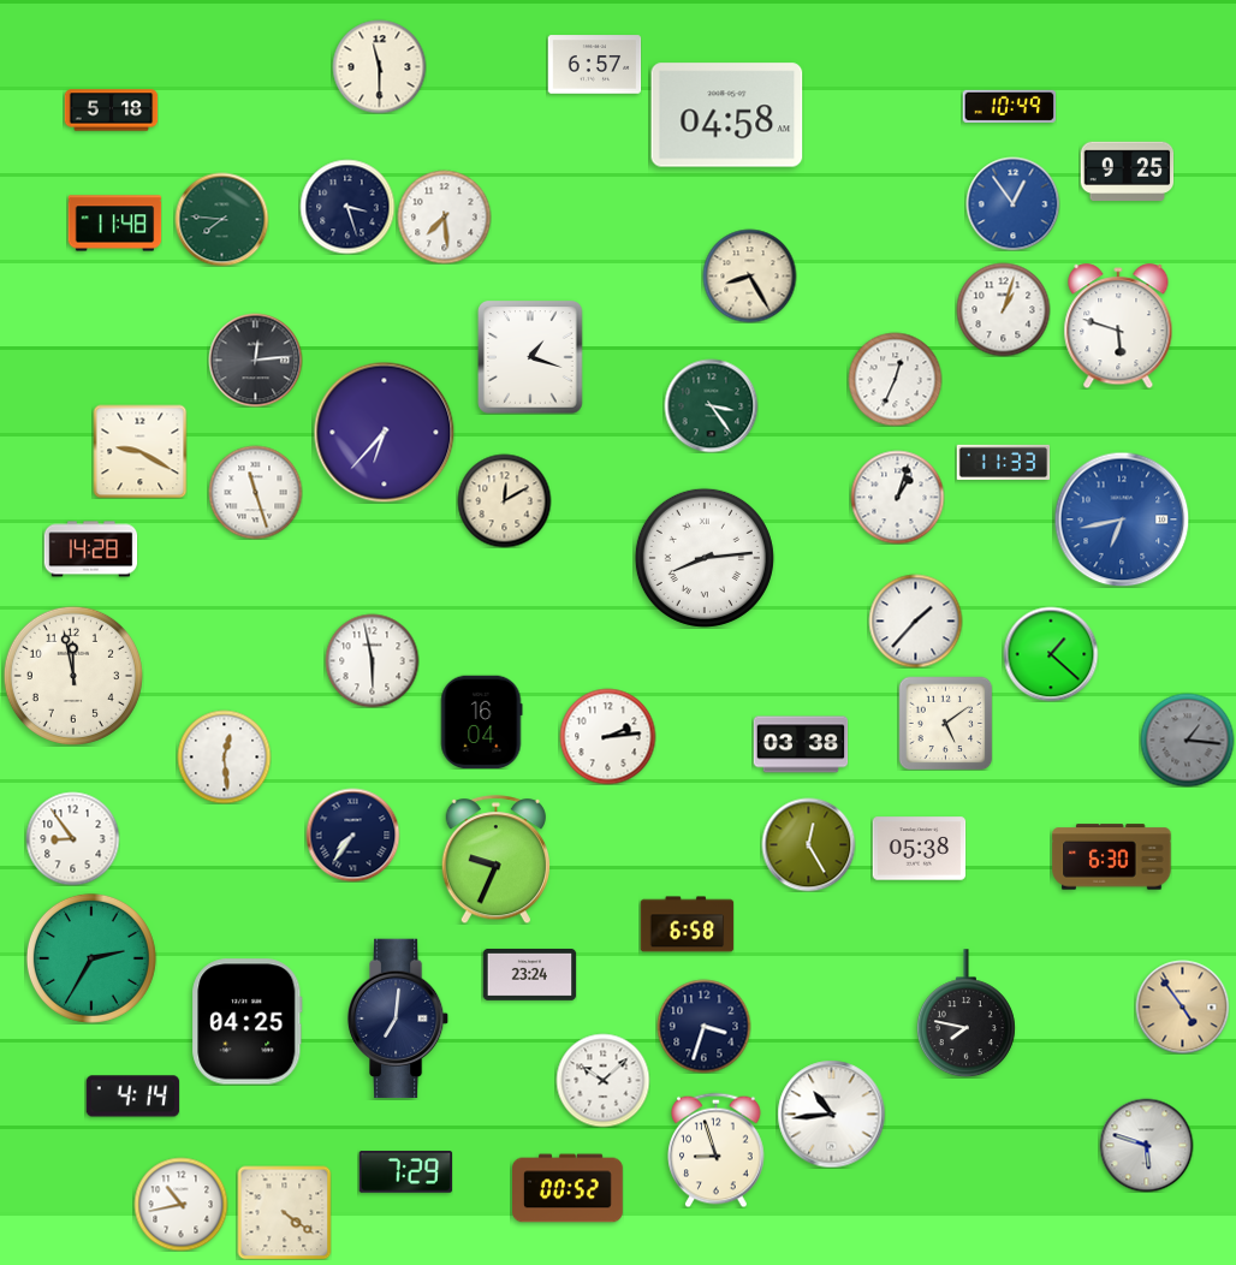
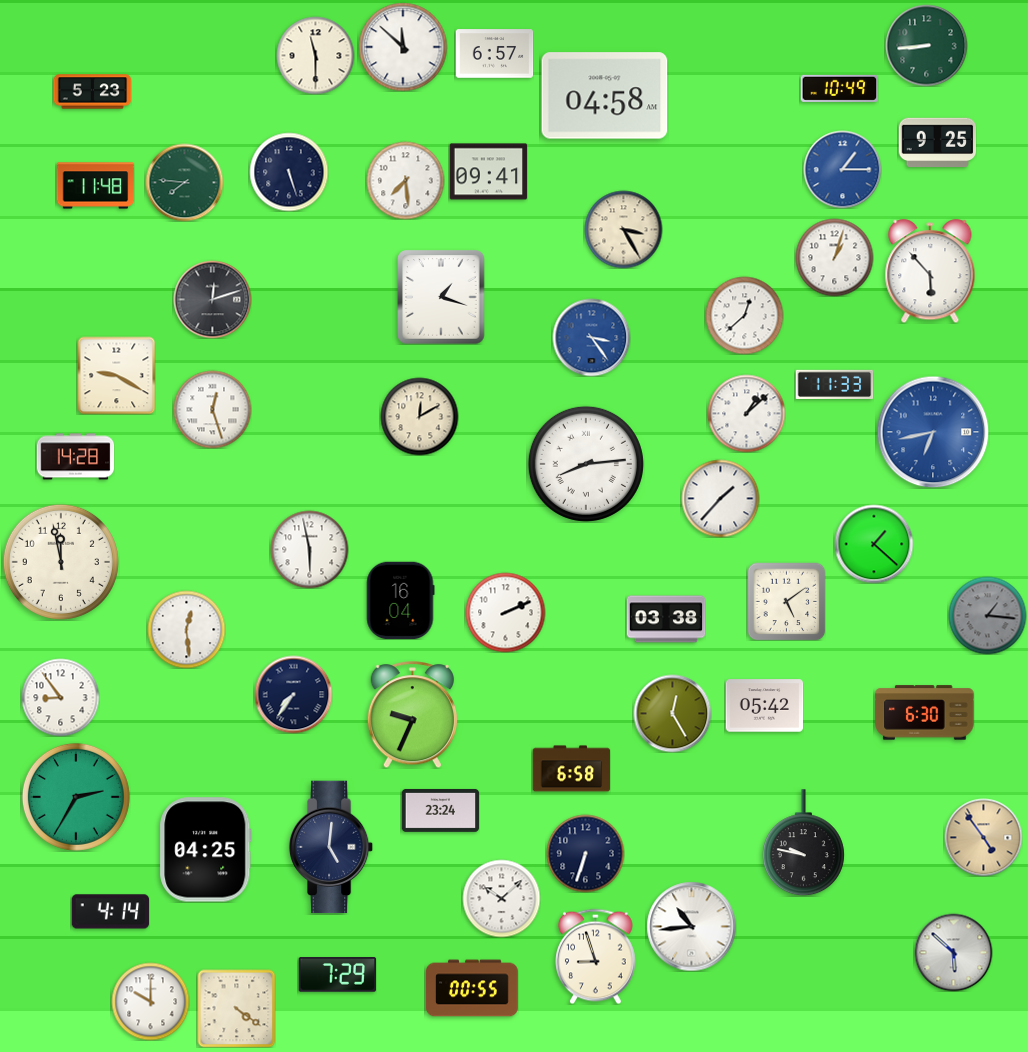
clock at (926, 45): none -> 8:44
clock at (403, 47): none -> 11:52
clock at (111, 111): 5:18 -> 5:23
clock at (1012, 203): 12:54 -> 1:15
clock at (347, 207): 3:27 -> 5:27
clock at (488, 172): none -> 09:41
clock at (444, 216) position: (444, 216) -> (405, 180)
clock at (749, 275): 8:25 -> 3:25
clock at (1118, 326): 5:48 -> 5:53
clock at (255, 360): 12:14 -> 12:12
clock at (895, 379): 12:34 -> 12:38
clock at (711, 405) dial: green -> blue
clock at (384, 432): 6:37 -> none
clock at (255, 492): 11:27 -> 12:27
clock at (897, 497): 1:03 -> 1:08
clock at (915, 620) position: (915, 620) -> (720, 498)
clock at (607, 736): 2:14 -> 2:11
clock at (808, 844) position: (808, 844) -> (672, 713)
clock at (919, 849): 05:38 -> 05:42
clock at (965, 1014): 7:47 -> 9:47
clock at (398, 1018): 7:01 -> 5:01
clock at (703, 1026): 3:33 -> 6:33
clock at (1146, 1145): 5:48 -> 5:52
clock at (568, 1188): 00:52 -> 00:55
clock at (180, 1204): 10:43 -> 10:00
